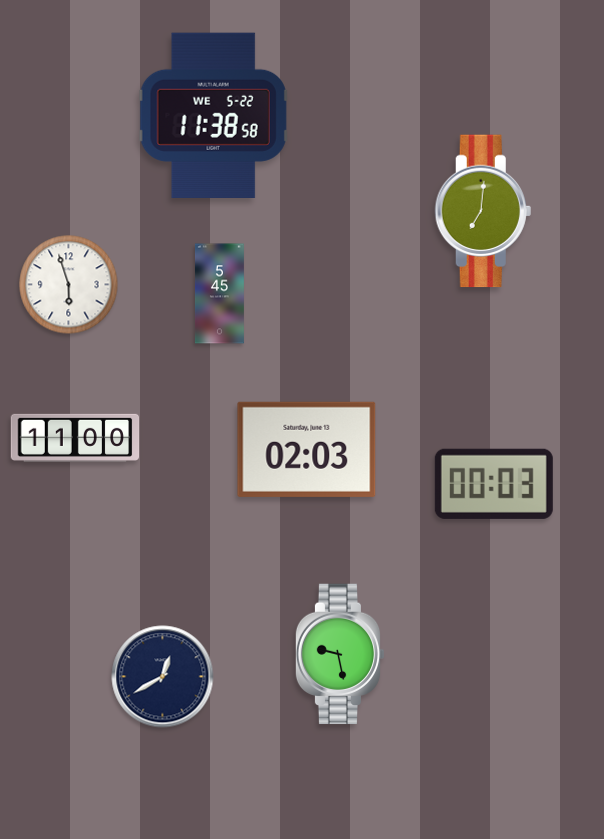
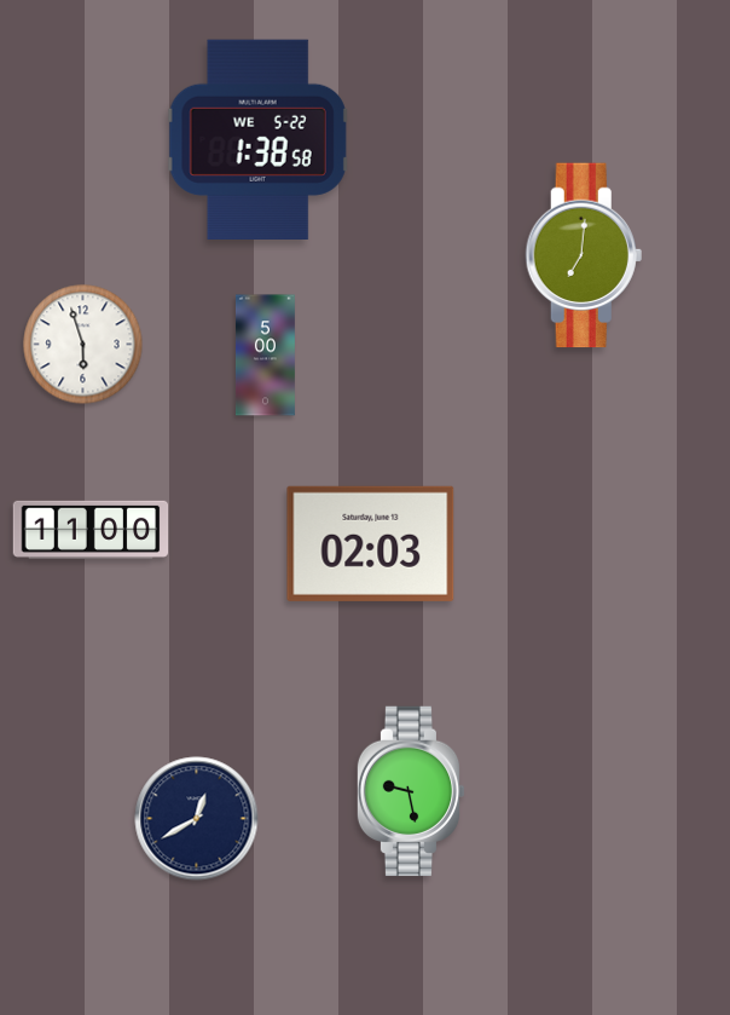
clock at (214, 115): 11:38 -> 1:38
clock at (219, 294): 5:45 -> 5:00
clock at (494, 484): 00:03 -> none
